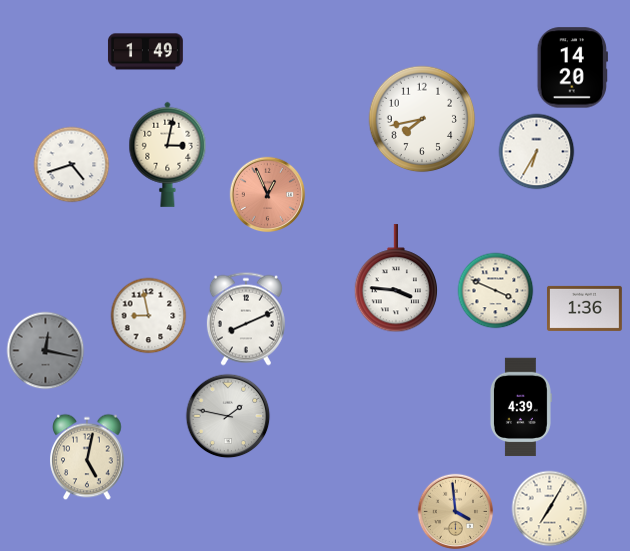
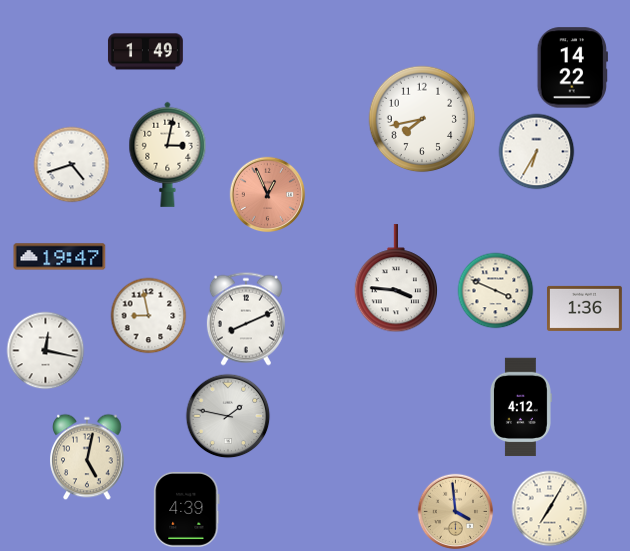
clock at (572, 68): 14:20 -> 14:22
clock at (60, 257): none -> 19:47
clock at (46, 351) dial: grey -> white
clock at (520, 407): 4:39 -> 4:12
clock at (187, 509): none -> 4:39
